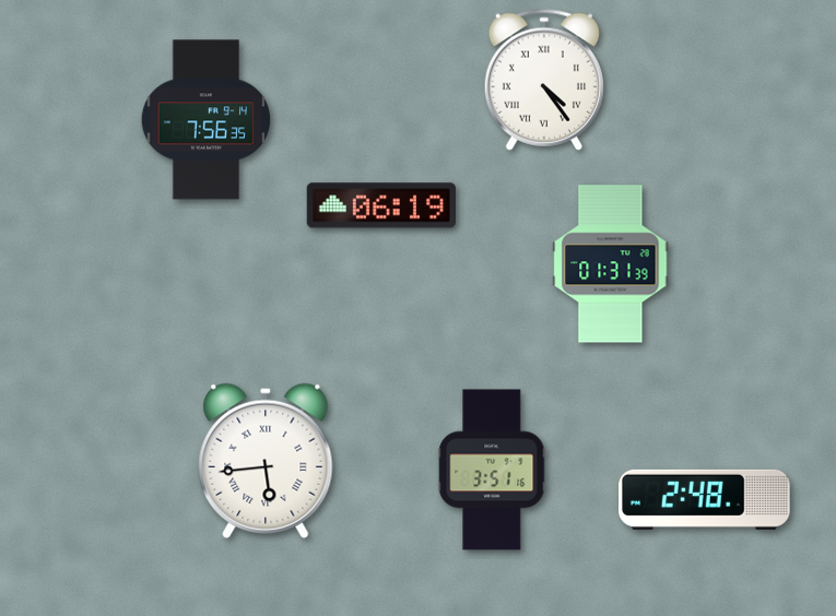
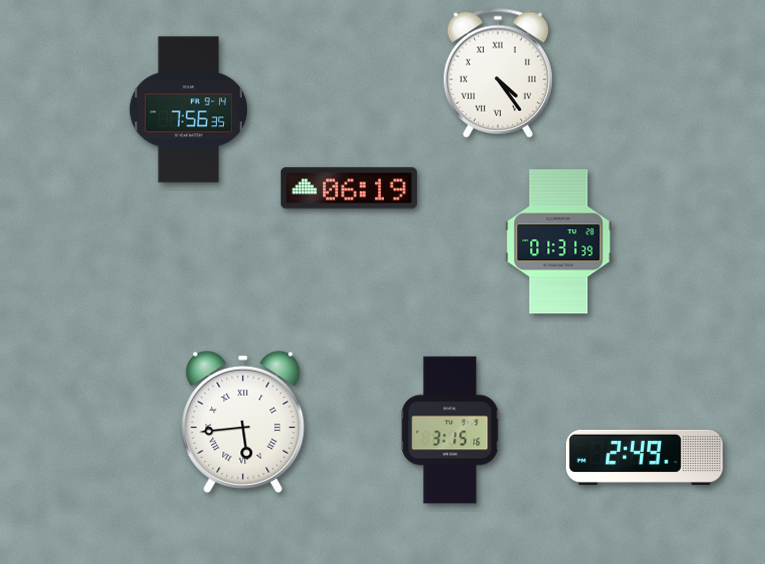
clock at (492, 470): 3:51 -> 3:15
clock at (705, 499): 2:48 -> 2:49
